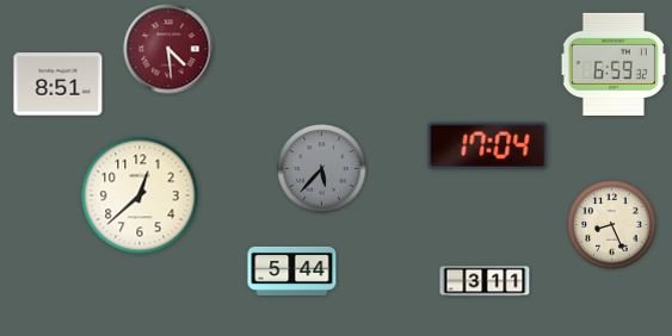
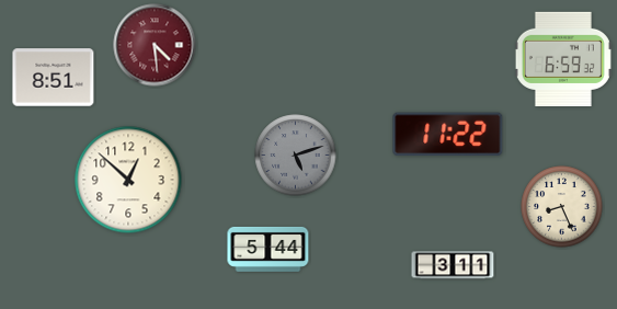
clock at (488, 147): 17:04 -> 11:22
clock at (322, 169): 5:37 -> 5:12
clock at (140, 195): 12:38 -> 12:52
clock at (485, 281) position: (485, 281) -> (453, 265)
